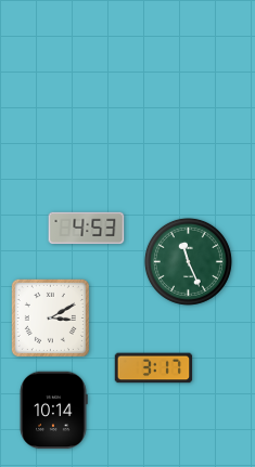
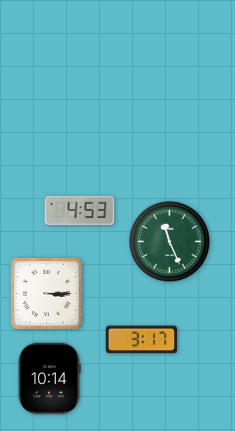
clock at (188, 261) position: (188, 261) -> (169, 241)
clock at (50, 317): 3:10 -> 3:15
